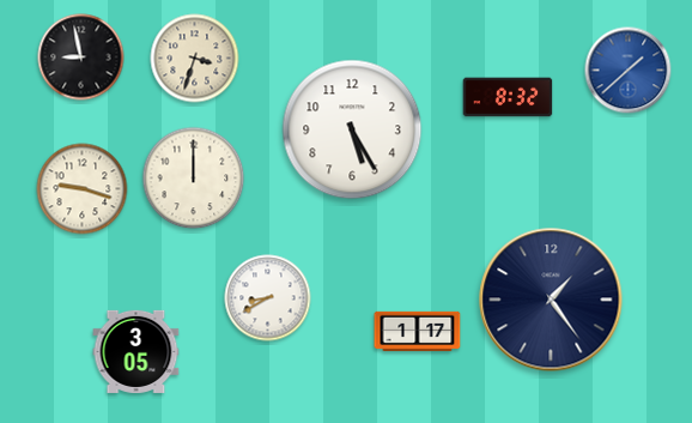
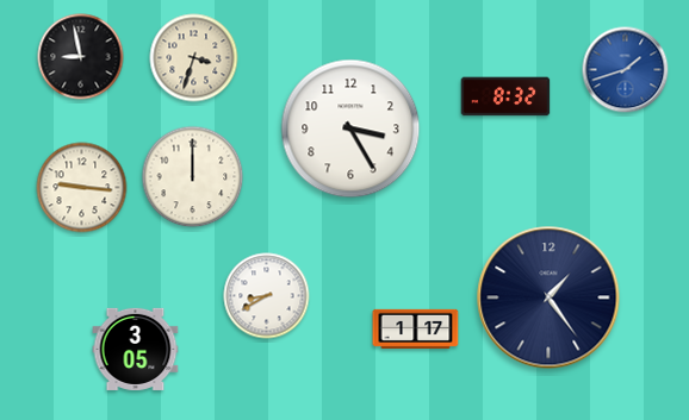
clock at (629, 71): 1:38 -> 1:42
clock at (352, 129): 5:25 -> 3:25
clock at (83, 189): 9:18 -> 9:16
